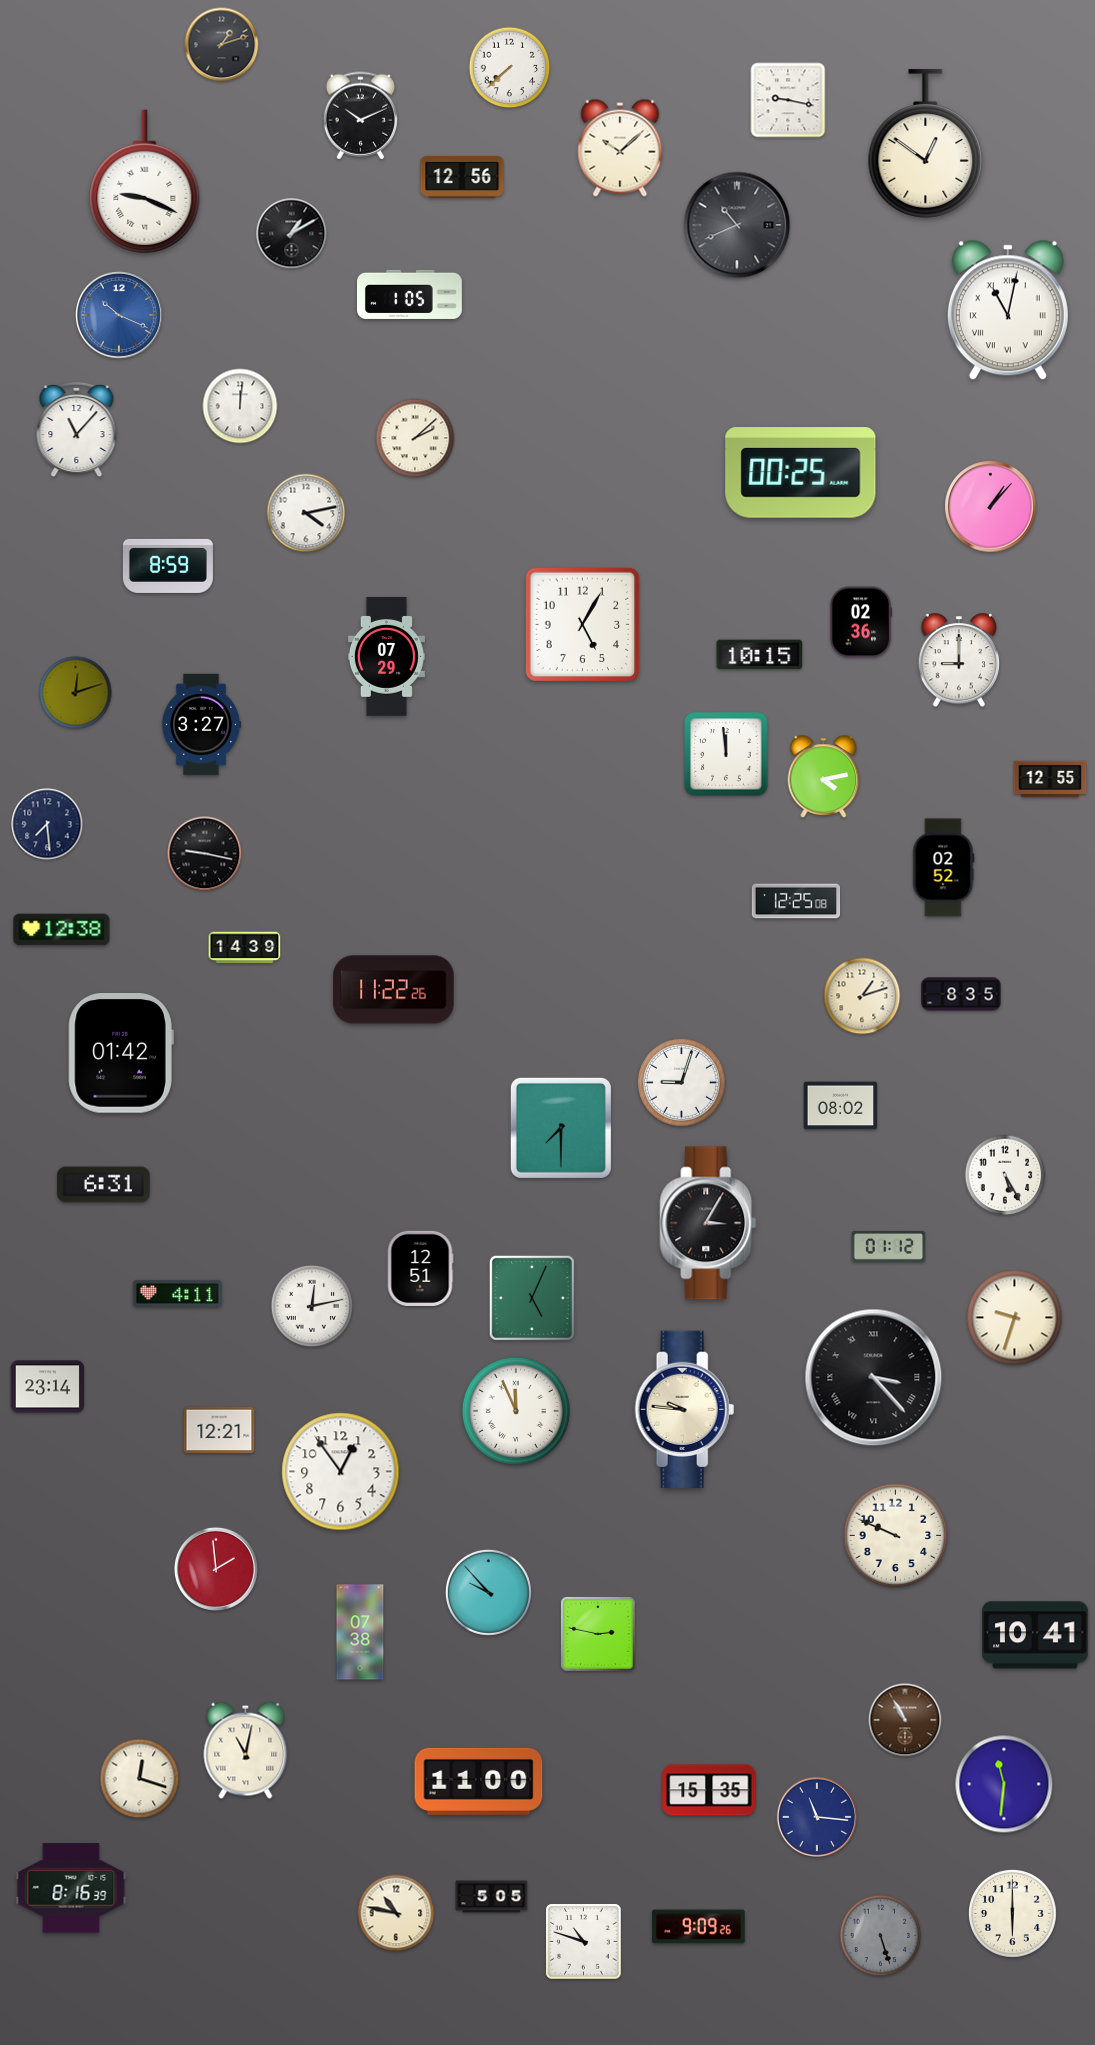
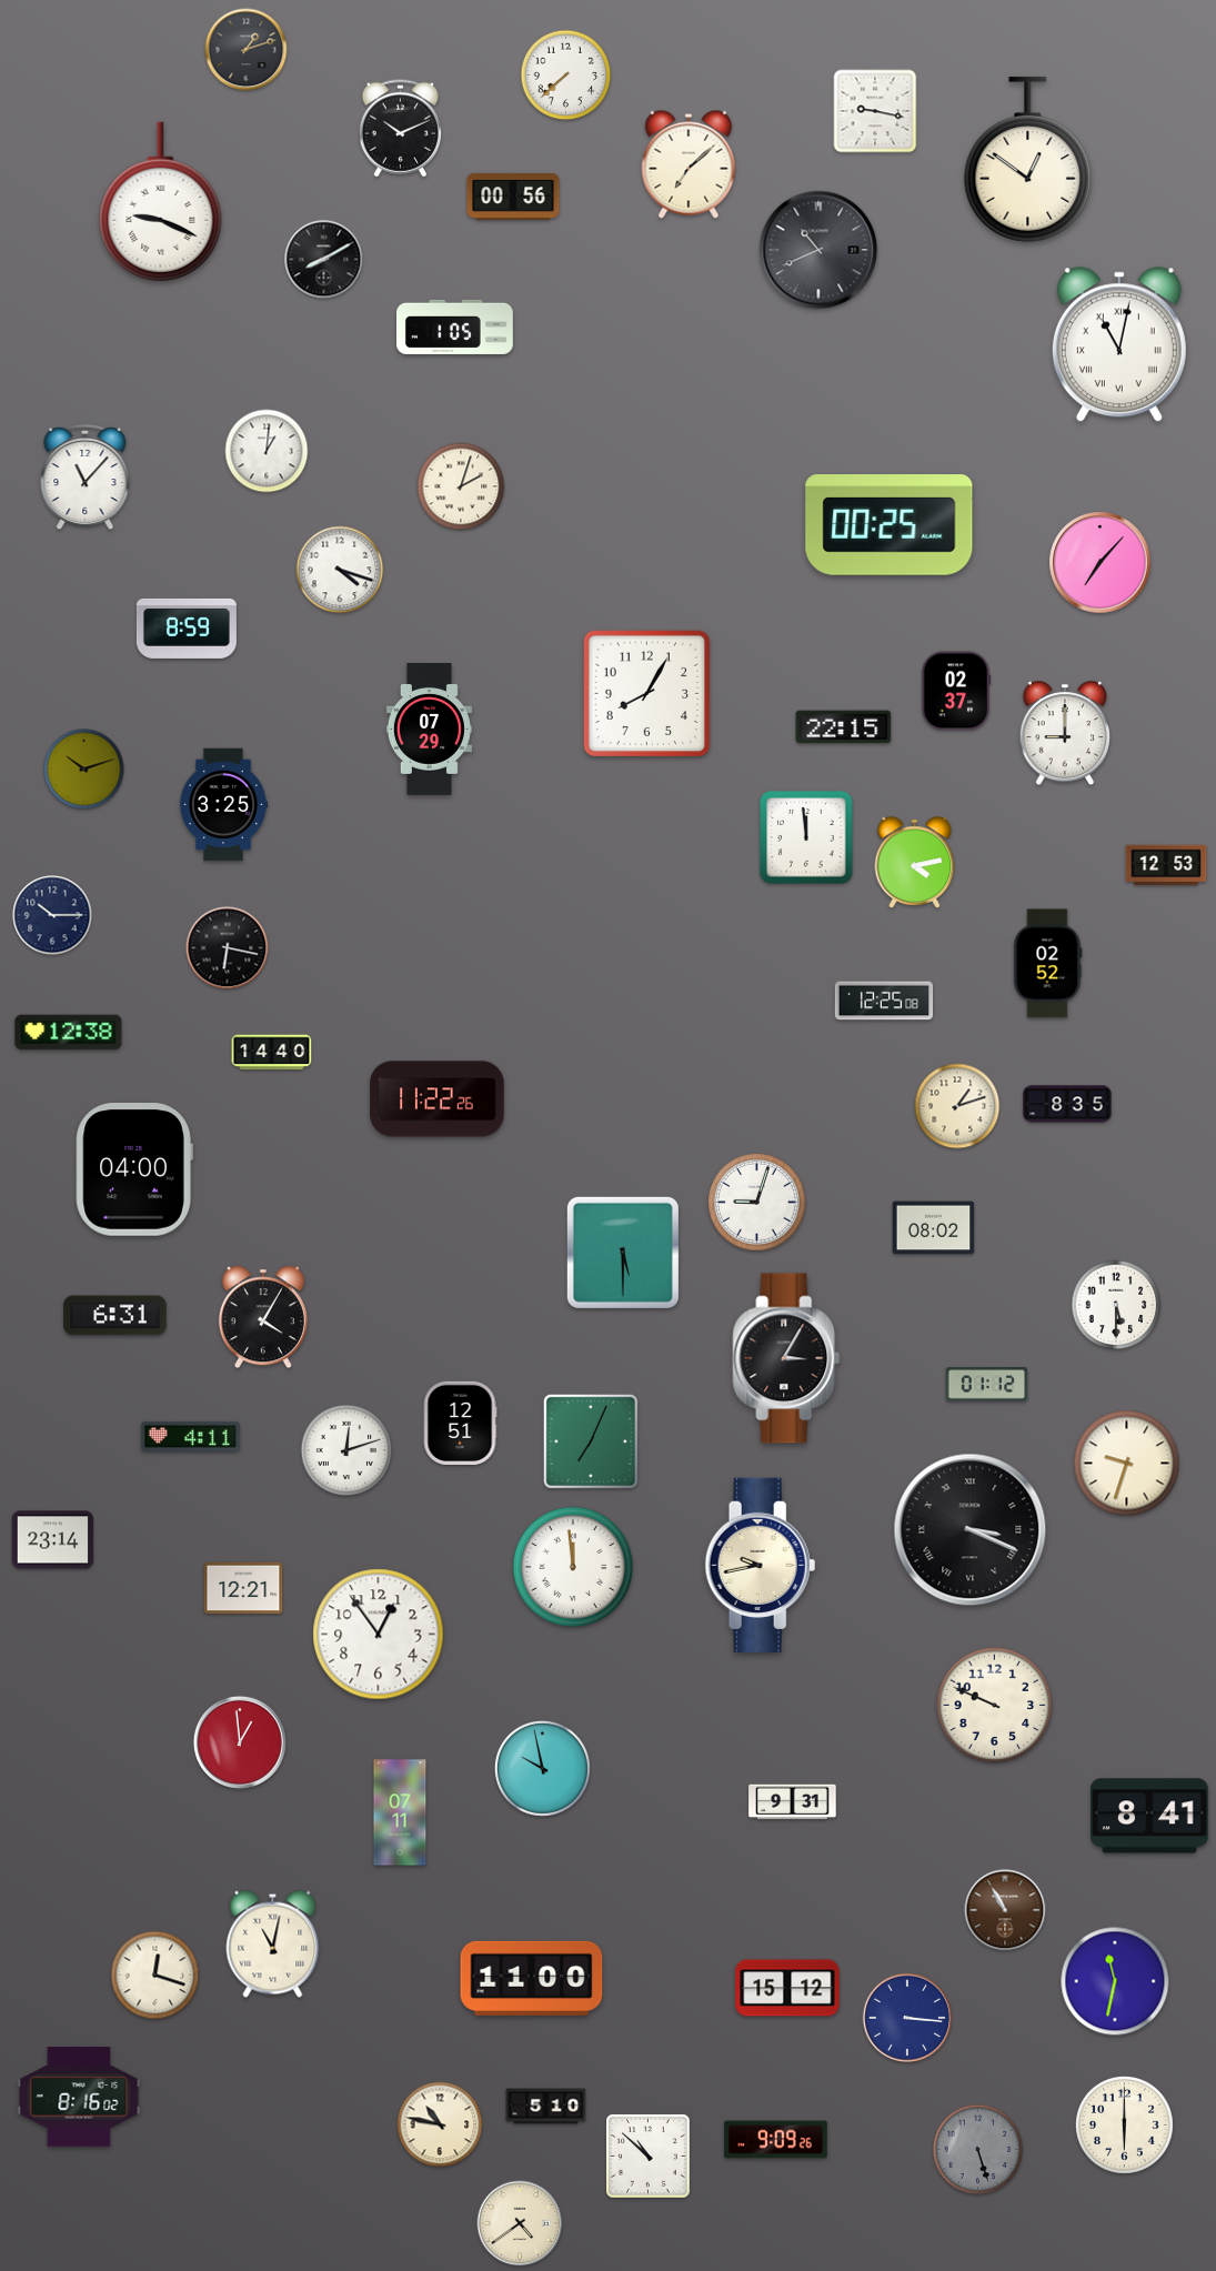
clock at (620, 148): 10:08 -> 7:08
clock at (462, 177): 12:56 -> 00:56
clock at (292, 234): 1:10 -> 8:10
clock at (120, 316): 10:19 -> none
clock at (240, 406): 12:01 -> 1:01
clock at (415, 438): 2:08 -> 2:03
clock at (991, 507): 1:07 -> 7:07
clock at (306, 513): 4:13 -> 4:18
clock at (861, 622): 02:36 -> 02:37
clock at (582, 625): 5:05 -> 8:05
clock at (760, 655): 10:15 -> 22:15
clock at (76, 693): 12:12 -> 10:12
clock at (201, 725): 3:27 -> 3:25
clock at (1050, 779): 12:55 -> 12:53
clock at (47, 824): 7:29 -> 10:15
clock at (205, 854): 9:17 -> 6:17
clock at (245, 948): 14:39 -> 14:40
clock at (121, 1054): 01:42 -> 04:00
clock at (561, 1128): 7:30 -> 5:30
clock at (1005, 1175): 5:25 -> 5:30
clock at (263, 1317): none -> 4:05
clock at (420, 1268) position: (420, 1268) -> (460, 1423)
clock at (177, 1293) position: (177, 1293) -> (190, 1436)
clock at (532, 1298): 5:04 -> 7:04
clock at (312, 1306): 12:13 -> 12:12
clock at (874, 1378): 3:23 -> 3:19
clock at (685, 1409): 9:46 -> 9:43
clock at (516, 1411): 11:56 -> 11:59
clock at (216, 1569): 1:59 -> 12:59
clock at (488, 1592): 9:53 -> 9:58
clock at (793, 1802): none -> 9:31
clock at (360, 1632): 07:38 -> 07:11
clock at (598, 1634): 2:47 -> none
clock at (1035, 1635): 10:41 -> 8:41
clock at (1004, 1784): 11:31 -> 11:32
clock at (709, 1790): 15:35 -> 15:12
clock at (817, 1817): 11:16 -> 3:16
clock at (71, 1888): 8:16:39 -> 8:16:02
clock at (492, 1897): 5:05 -> 5:10
clock at (584, 1942): 10:48 -> 10:52
clock at (520, 2223): none -> 4:39
